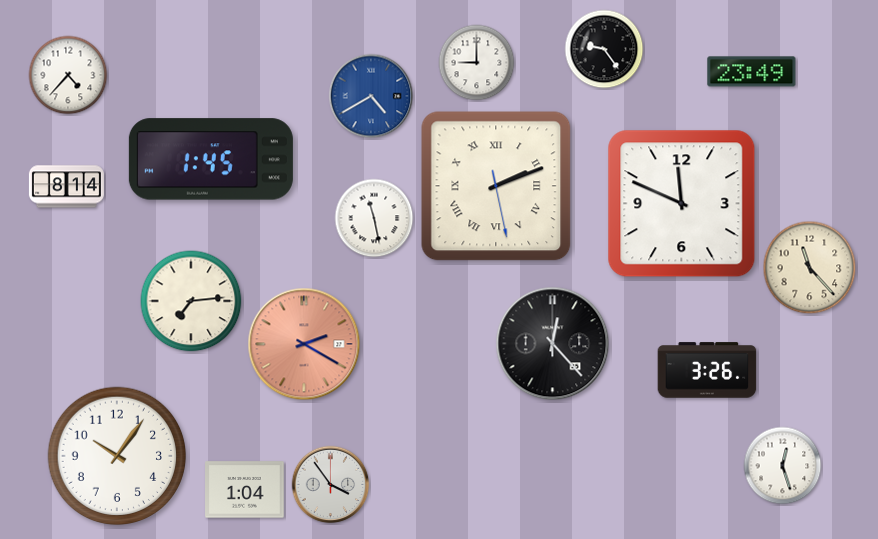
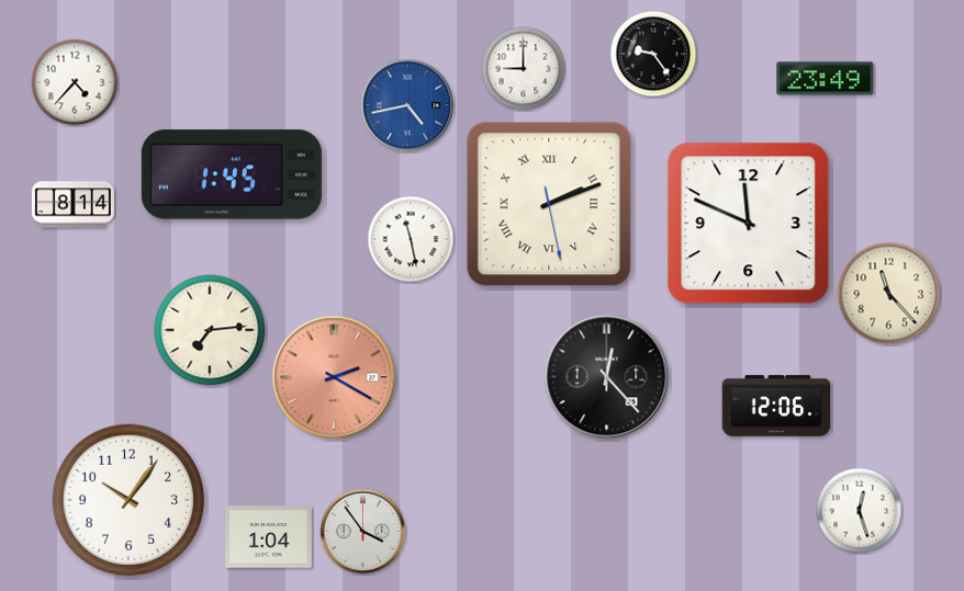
clock at (604, 49) position: (604, 49) -> (653, 54)
clock at (371, 96): 4:40 -> 4:43
clock at (496, 186) position: (496, 186) -> (549, 204)
clock at (707, 370): 3:26 -> 12:06
